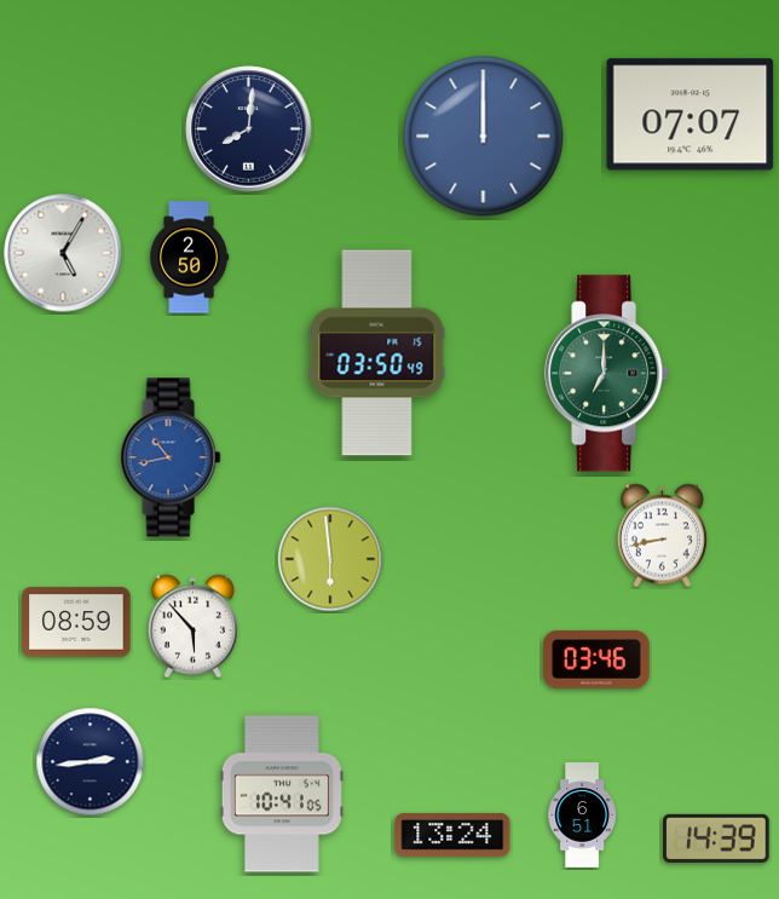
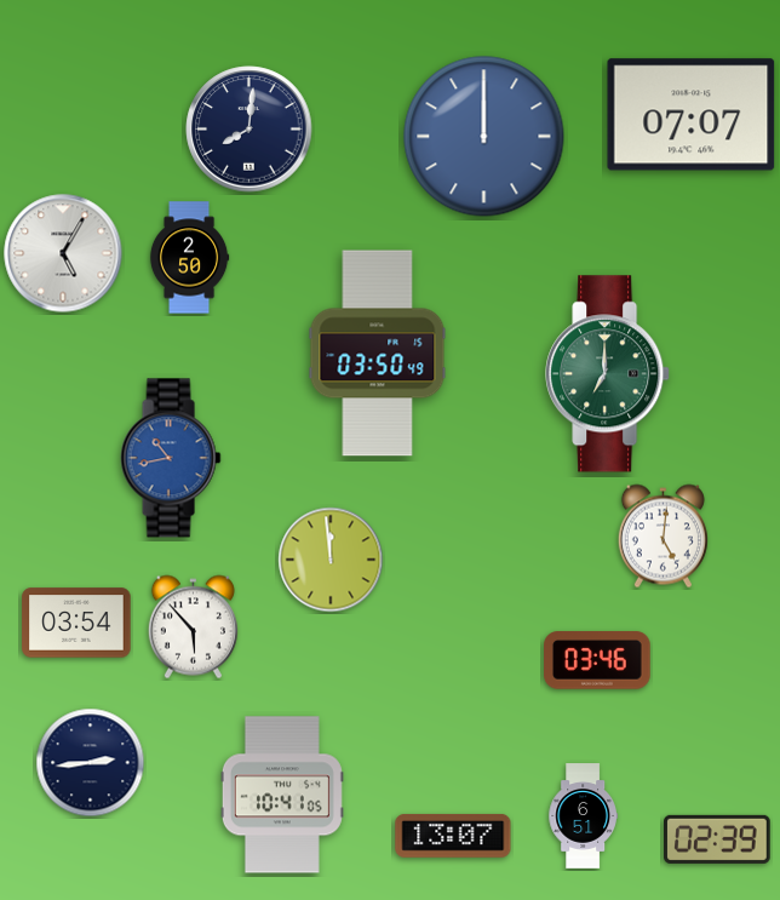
clock at (662, 536): 8:43 -> 5:01
clock at (330, 559): 5:59 -> 11:59
clock at (76, 622): 08:59 -> 03:54
clock at (452, 835): 13:24 -> 13:07
clock at (716, 839): 14:39 -> 02:39
